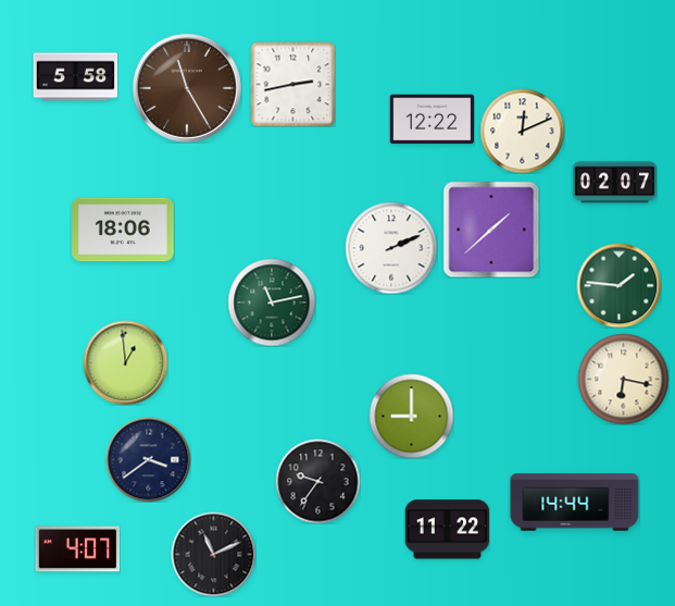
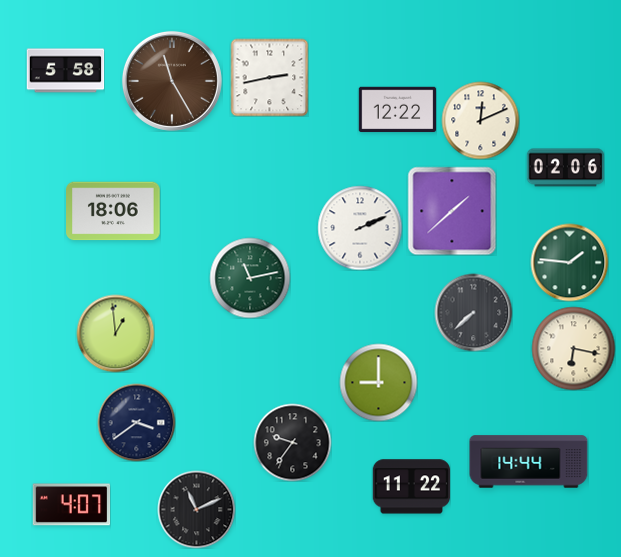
clock at (75, 77) position: (75, 77) -> (65, 71)
clock at (614, 183): 02:07 -> 02:06
clock at (473, 312): none -> 7:38
